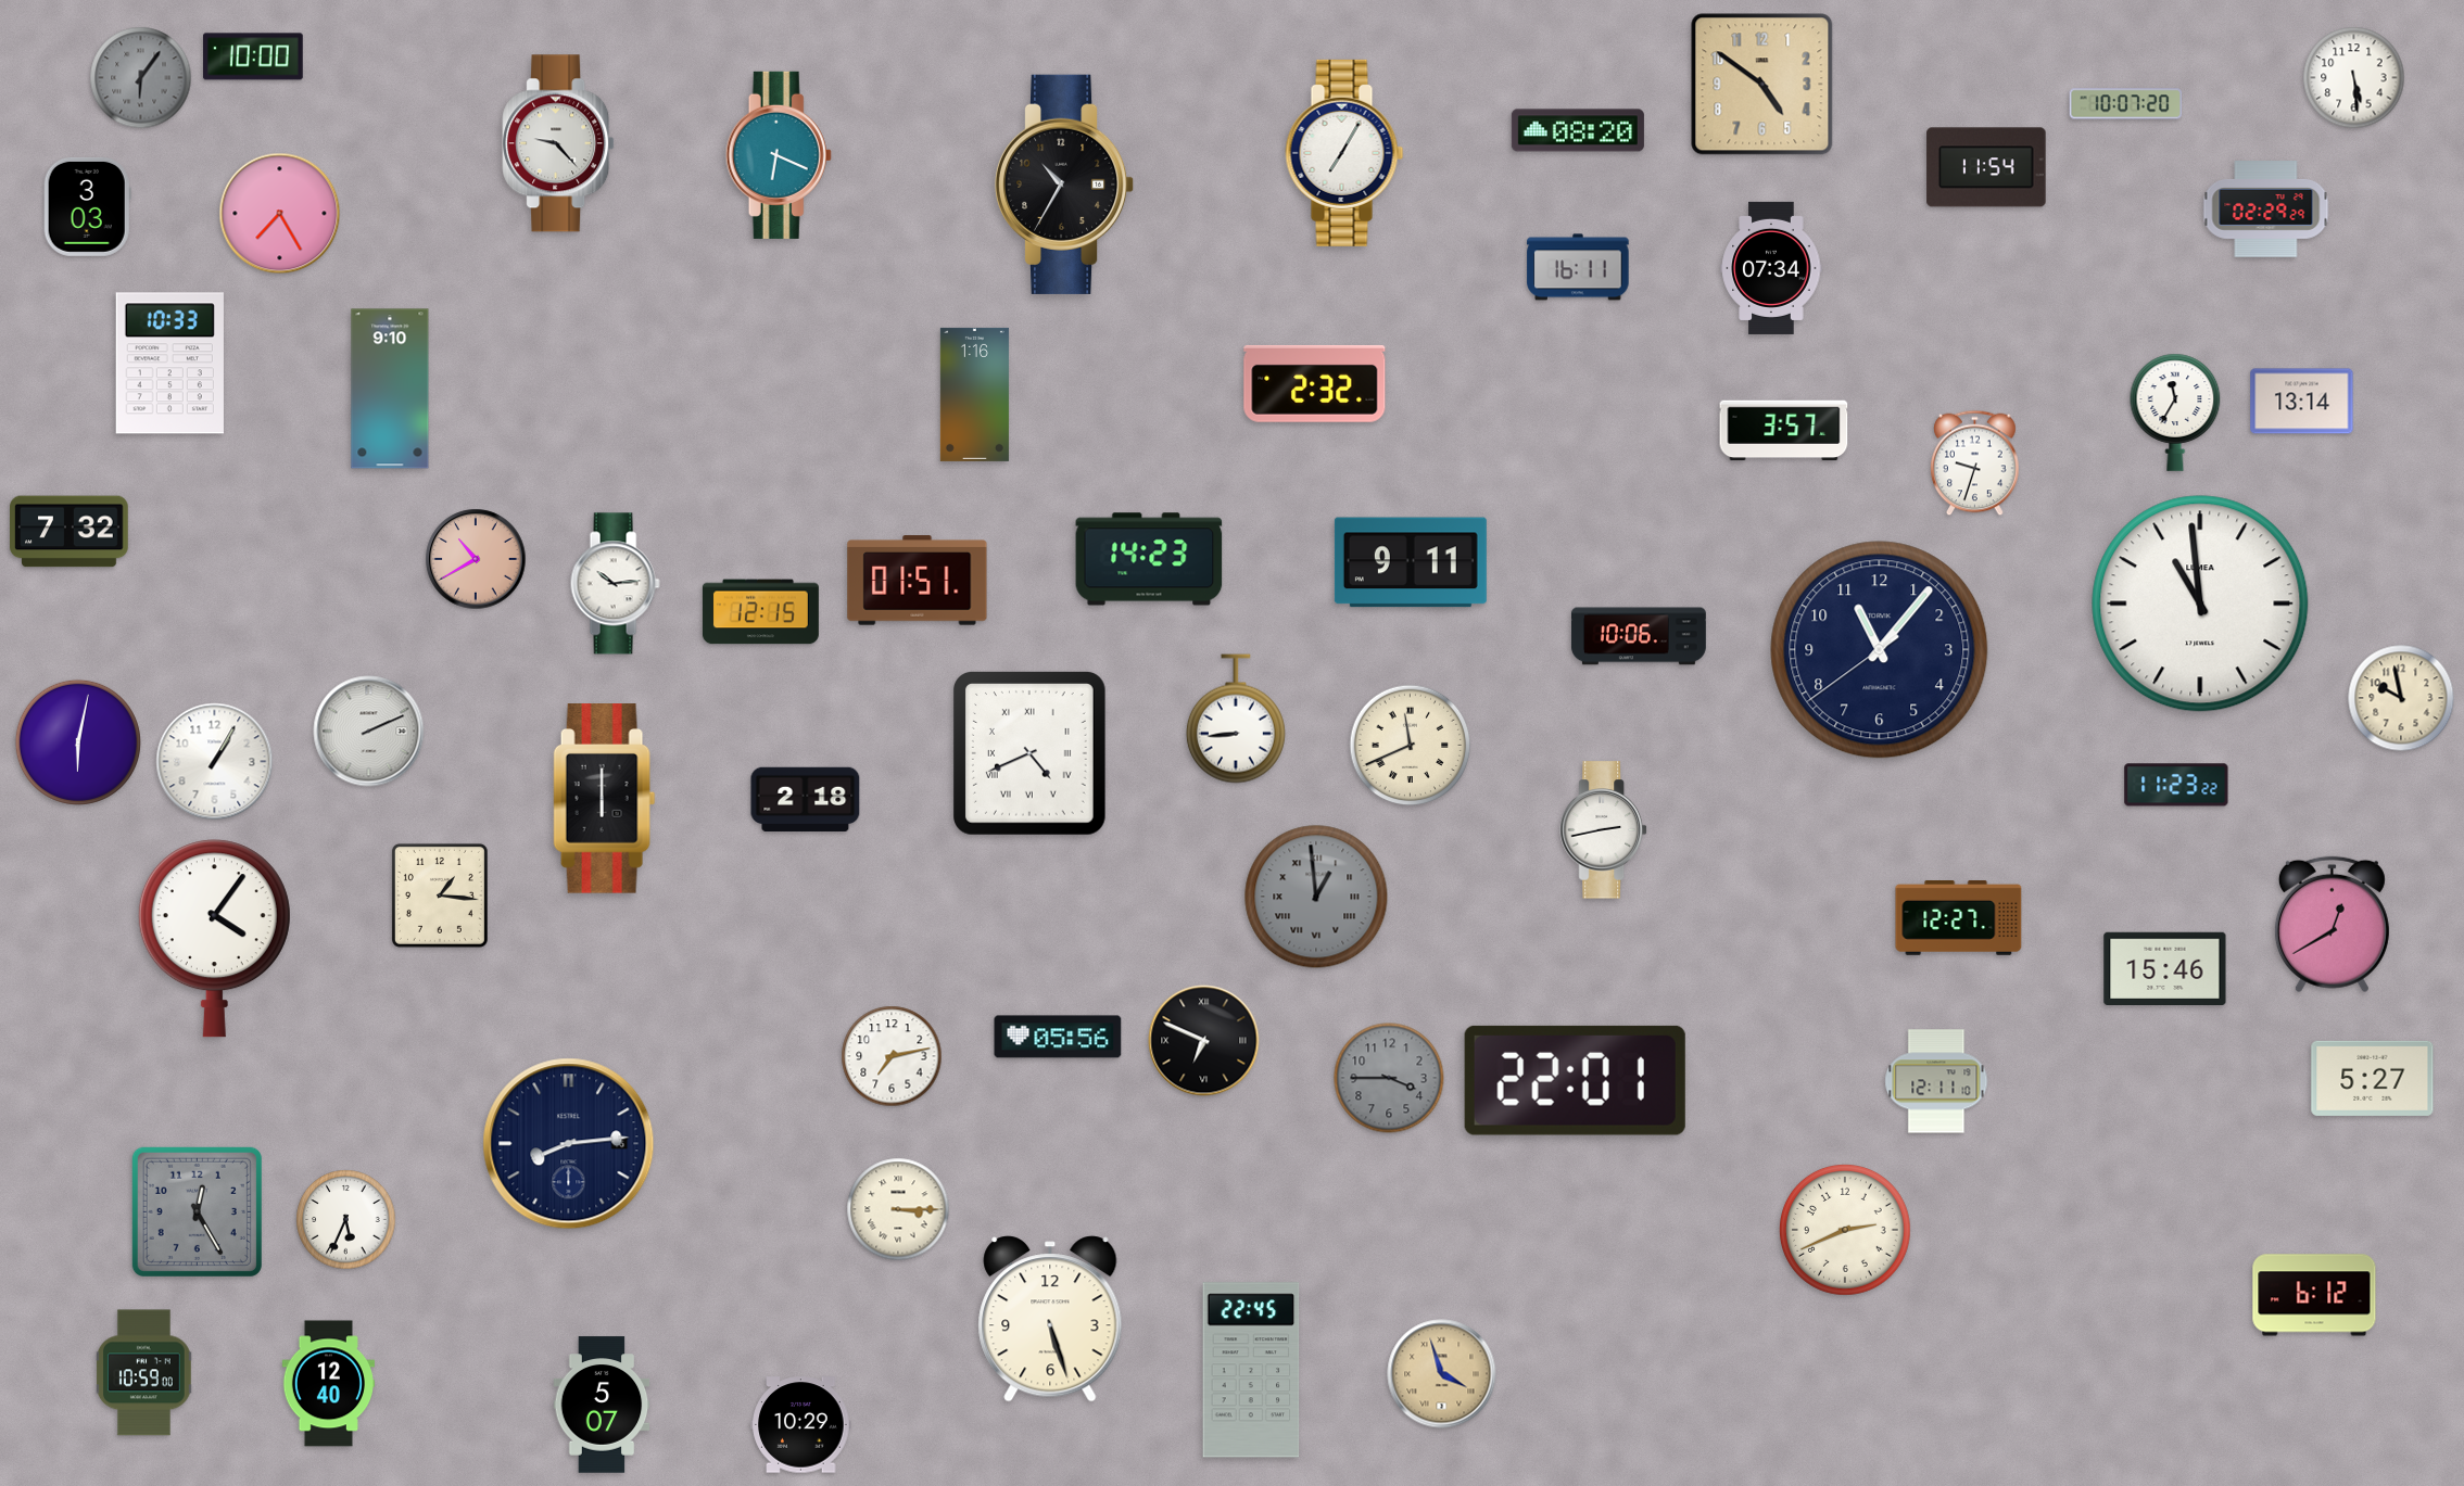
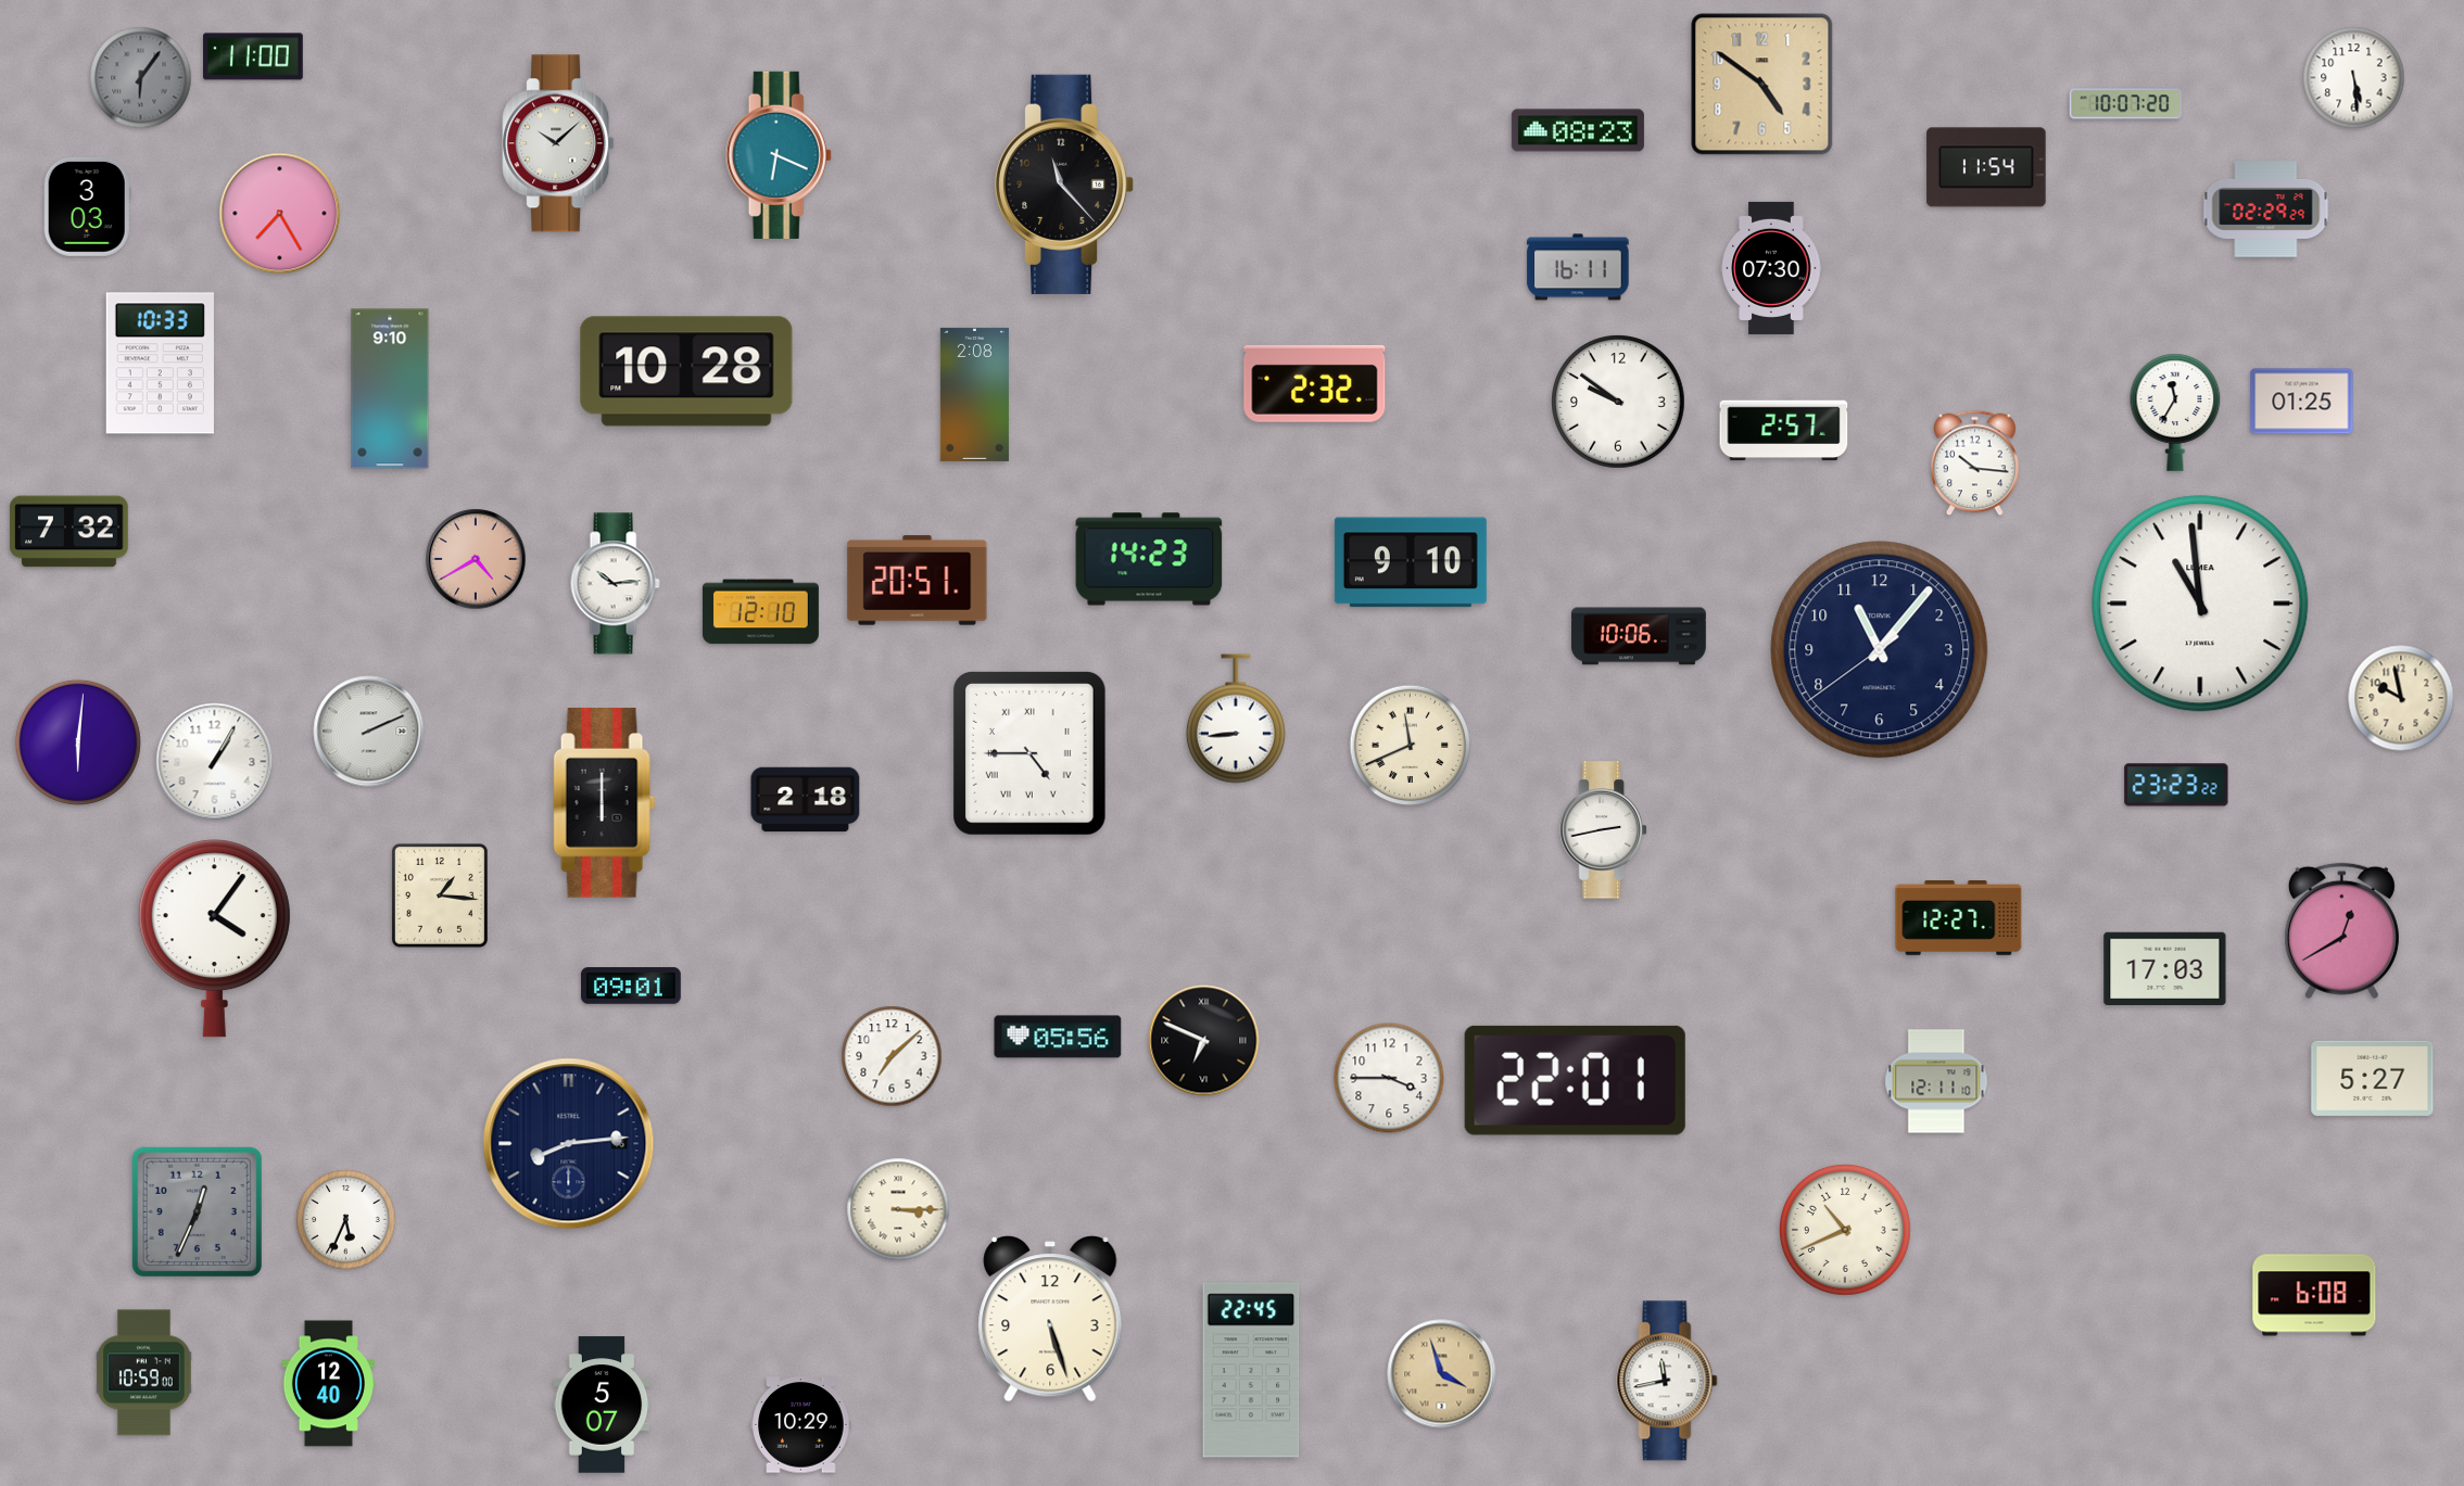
clock at (254, 56): 10:00 -> 11:00
clock at (1578, 130): 08:20 -> 08:23
clock at (558, 143): 9:23 -> 10:08
clock at (1344, 153): 7:05 -> none
clock at (1064, 185): 10:35 -> 11:23
clock at (1771, 268): 07:34 -> 07:30
clock at (169, 364) position: (169, 364) -> (160, 364)
clock at (686, 371): none -> 10:28
clock at (974, 394): 1:16 -> 2:08
clock at (1618, 402): none -> 9:51
clock at (2302, 402): 13:14 -> 01:25
clock at (1784, 431): 3:57 -> 2:57
clock at (1975, 463): 9:33 -> 10:16
clock at (476, 559): 10:40 -> 4:40
clock at (1411, 562): 9:11 -> 9:10
clock at (918, 581): 01:51 -> 20:51
clock at (760, 612): 12:15 -> 12:10
clock at (78, 742): 6:02 -> 6:01
clock at (1031, 754): 4:41 -> 4:45
clock at (2176, 785): 11:23 -> 23:23
clock at (605, 799) position: (605, 799) -> (605, 803)
clock at (1316, 897): 12:59 -> none
clock at (2332, 925) position: (2332, 925) -> (2341, 931)
clock at (2165, 968): 15:46 -> 17:03
clock at (632, 986): none -> 09:01
clock at (892, 1056): 7:13 -> 7:08
clock at (1389, 1078) dial: grey -> white
clock at (197, 1211): 12:25 -> 12:34
clock at (1846, 1231): 2:41 -> 10:41
clock at (2314, 1295): 6:12 -> 6:08
clock at (1667, 1381): none -> 11:43
